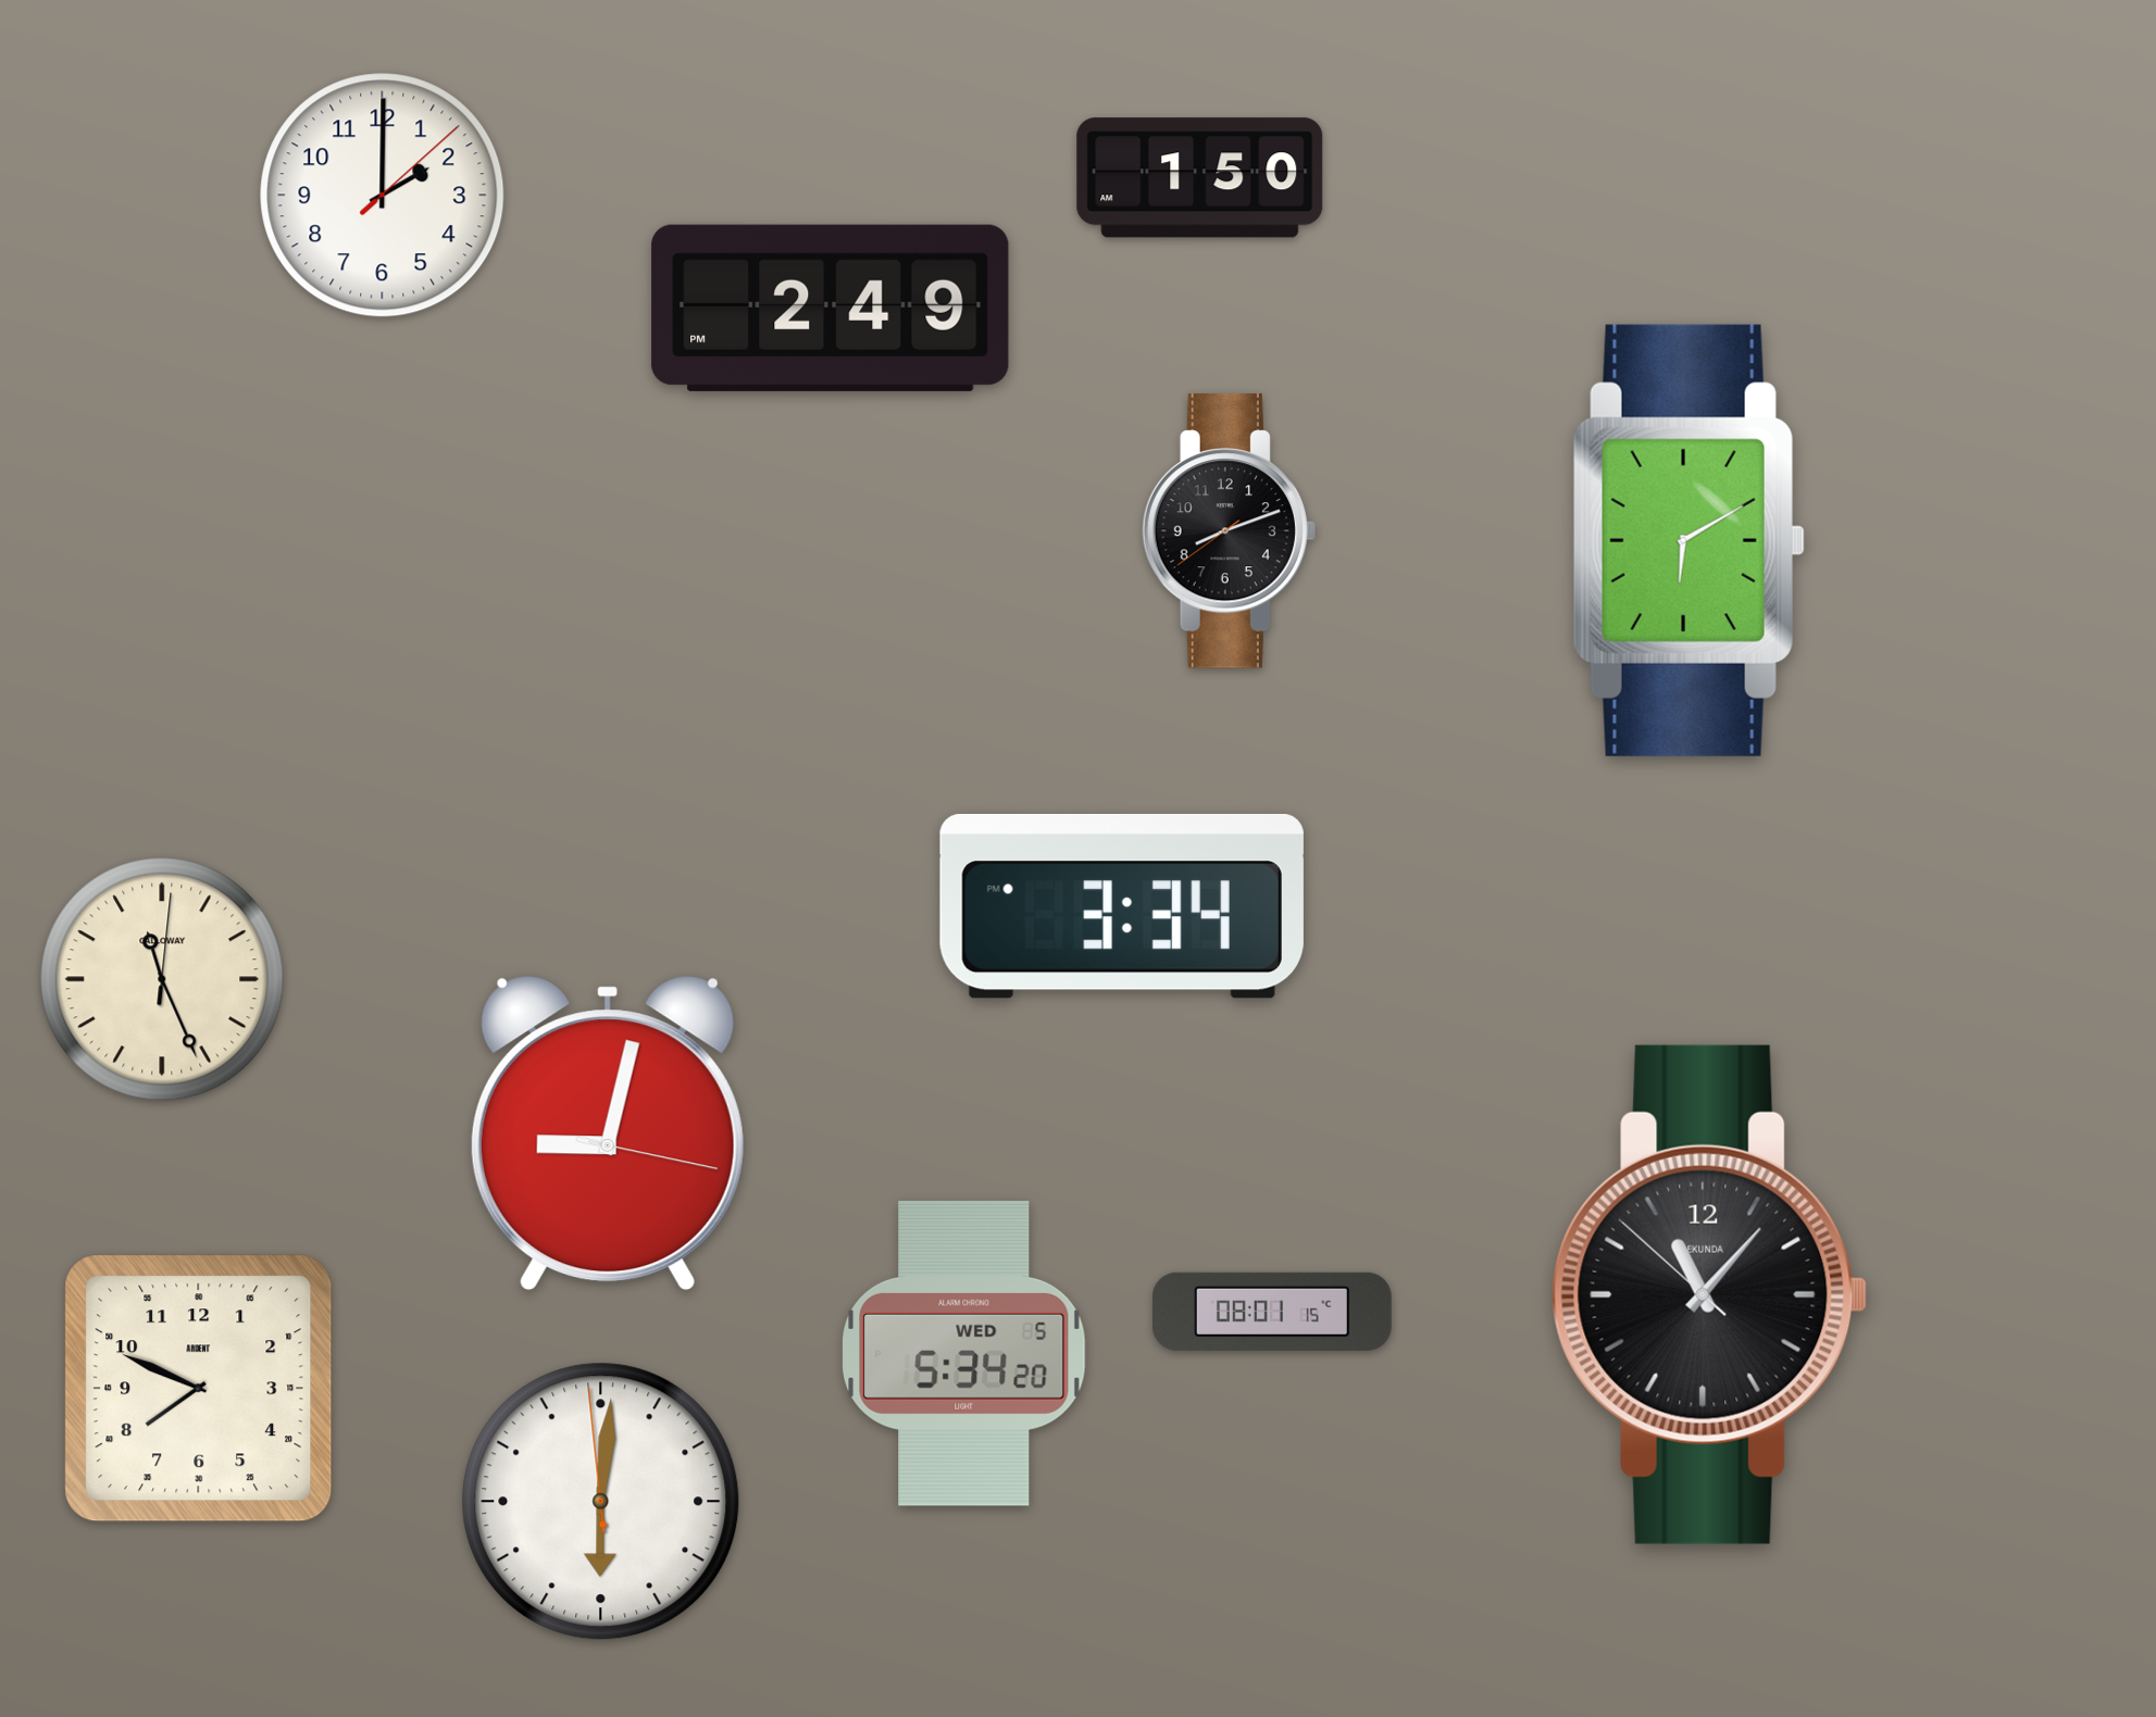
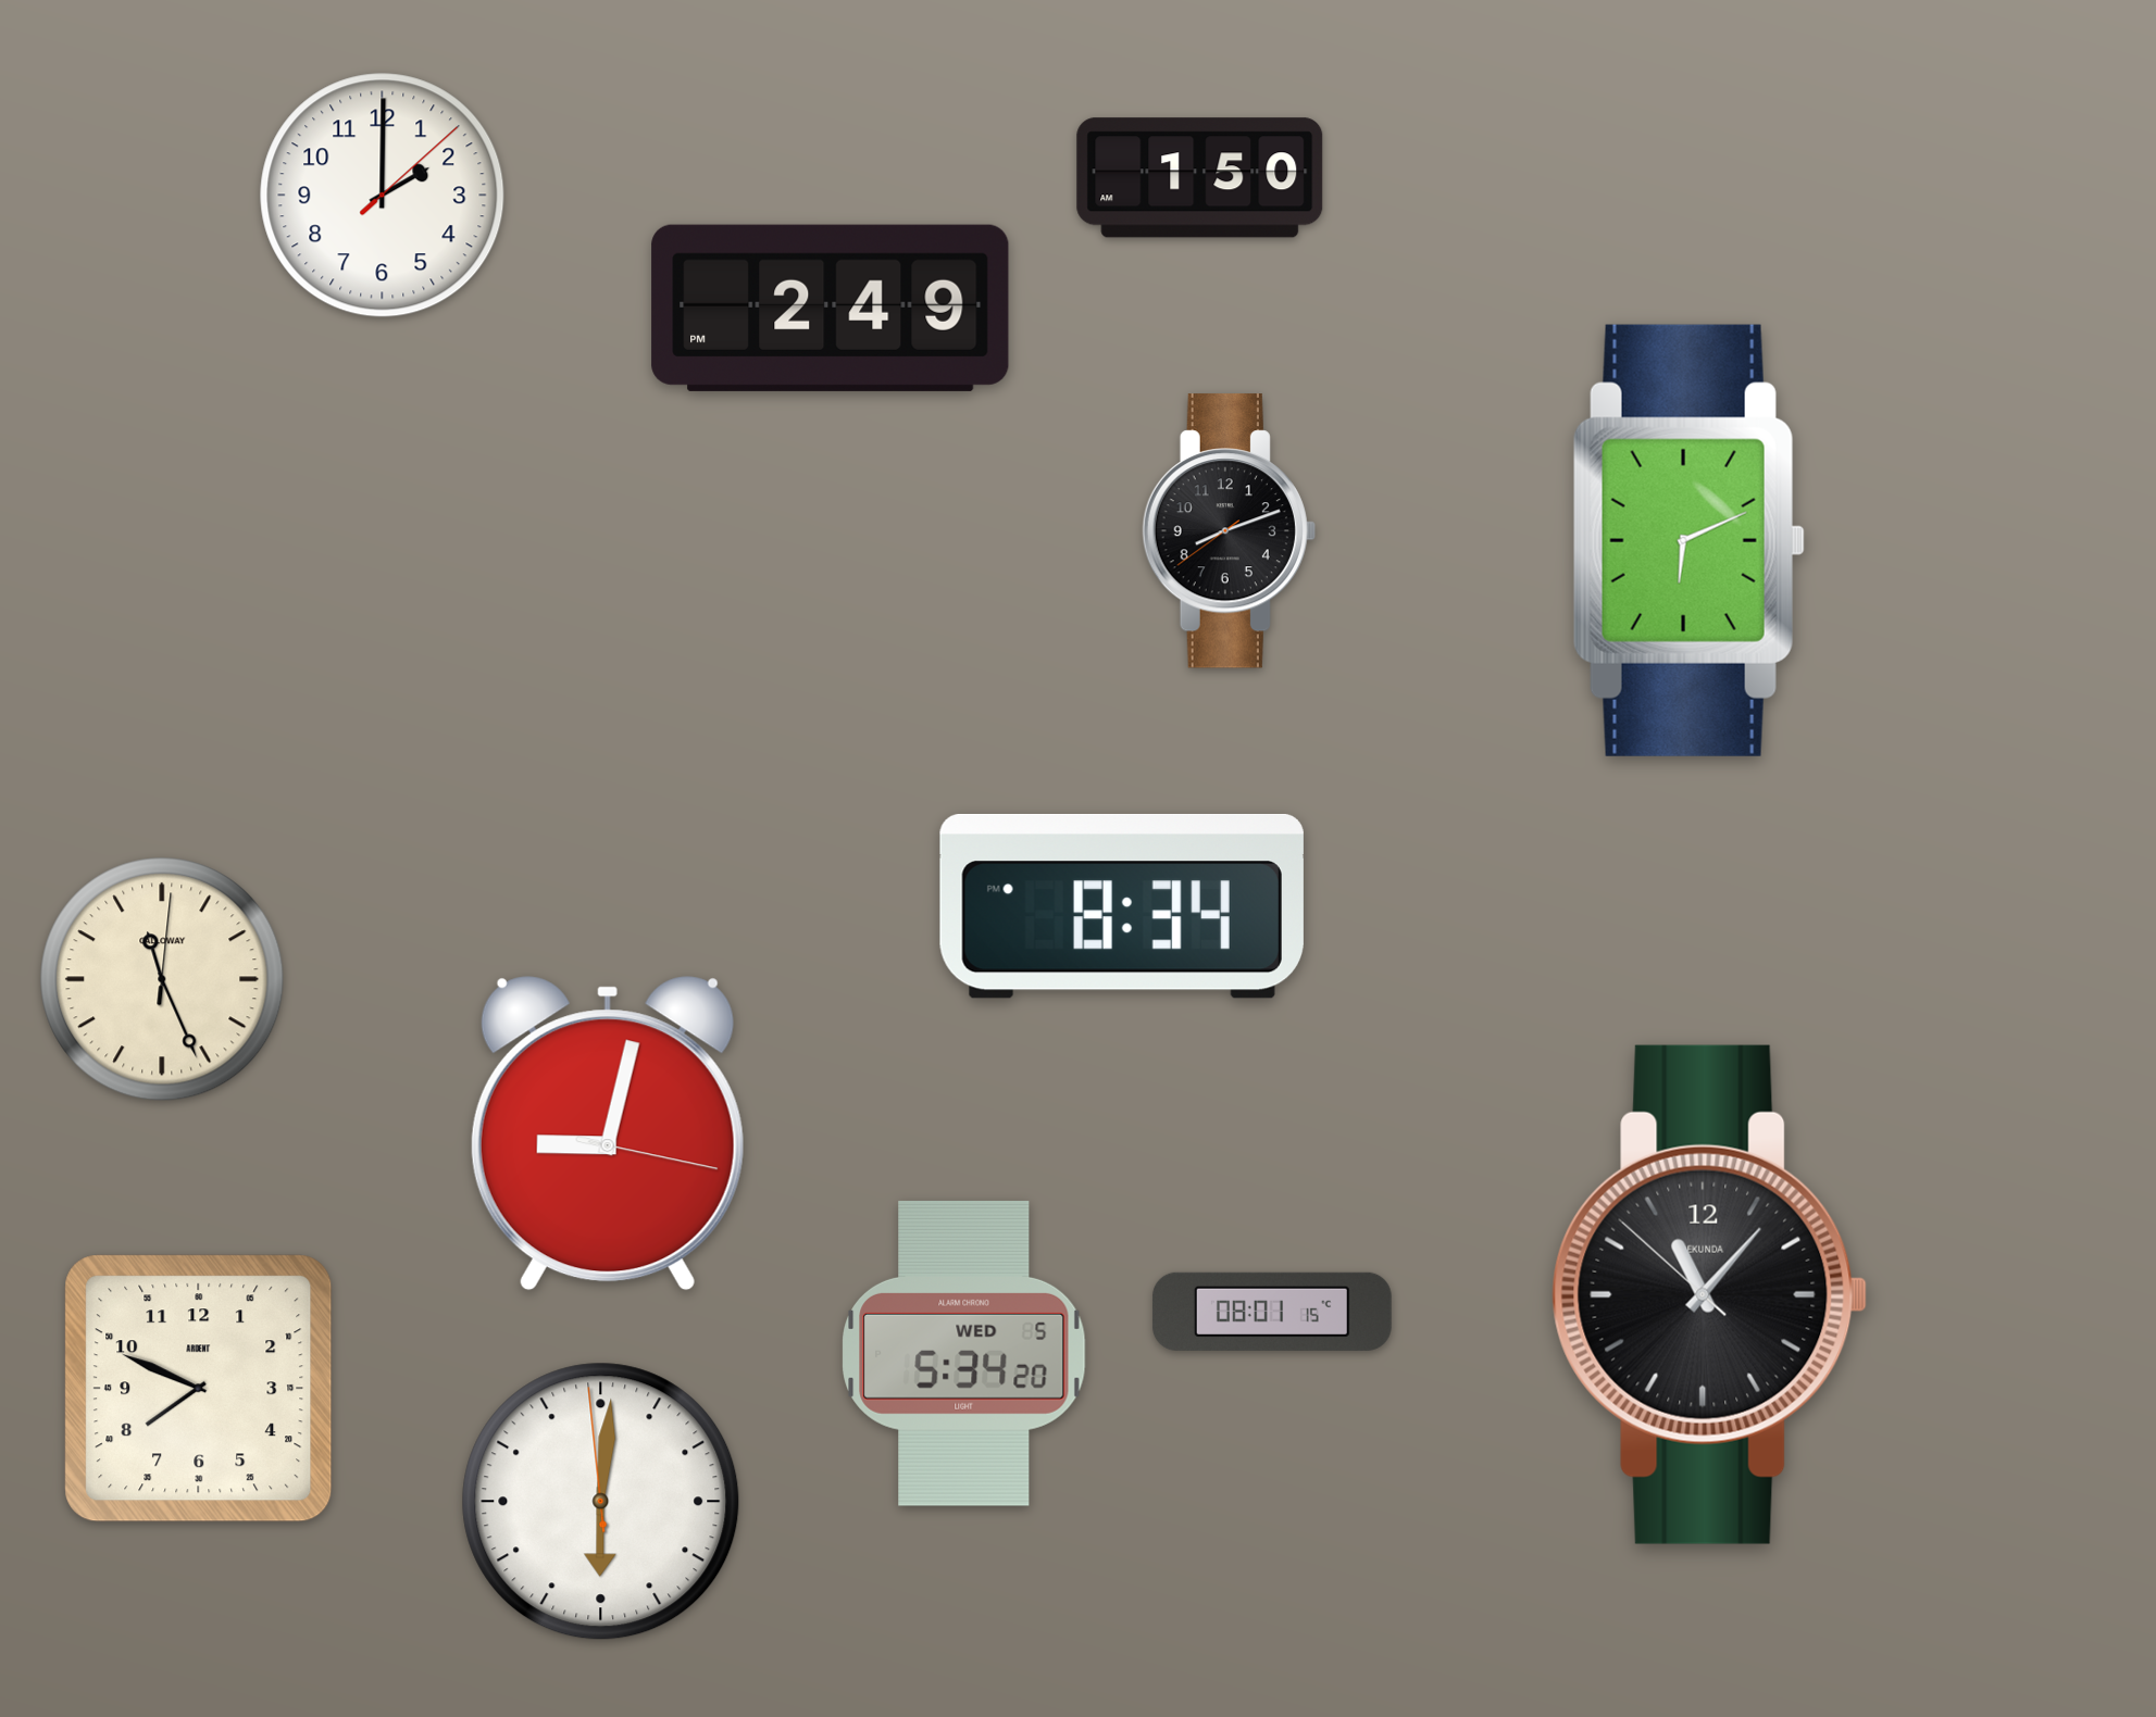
clock at (1688, 540): 6:10 -> 6:11
clock at (1122, 906): 3:34 -> 8:34
